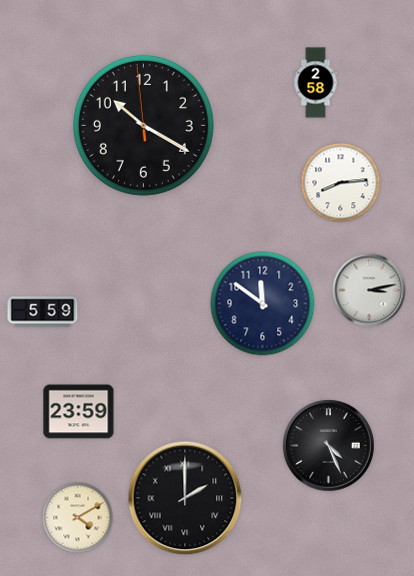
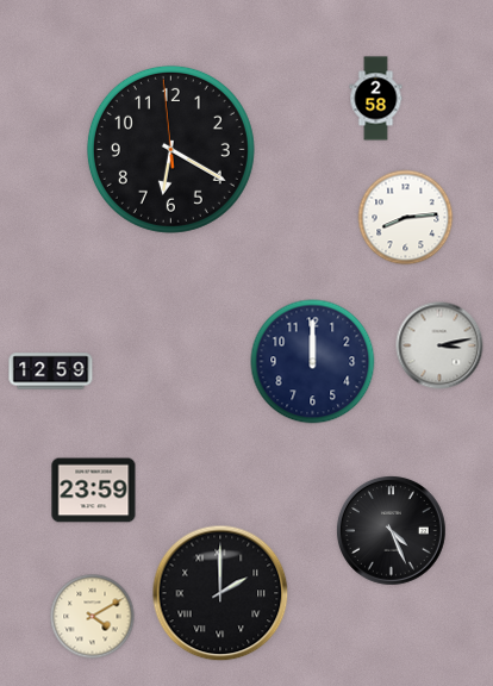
clock at (143, 125): 10:19 -> 6:19
clock at (263, 304): 11:51 -> 12:00
clock at (43, 312): 5:59 -> 12:59
